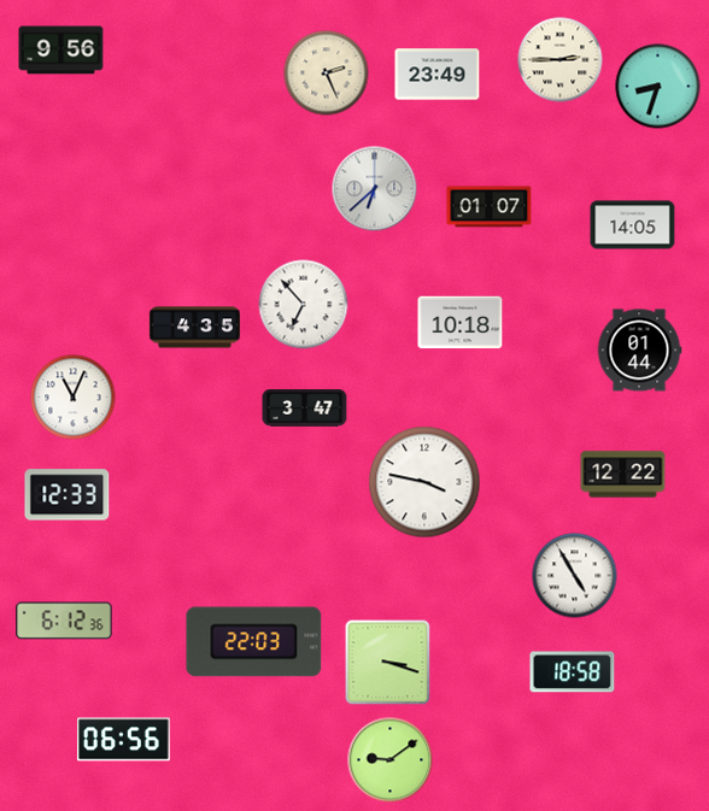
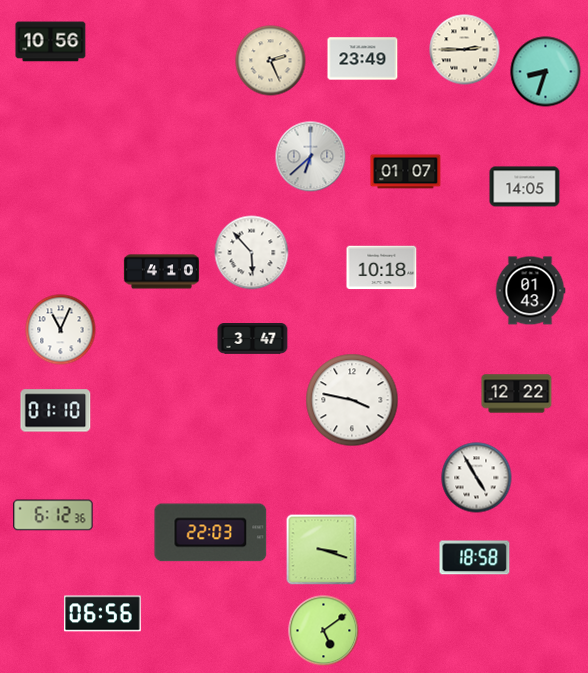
clock at (61, 51): 9:56 -> 10:56
clock at (438, 75) position: (438, 75) -> (363, 59)
clock at (304, 305): 6:53 -> 5:53
clock at (194, 328): 4:35 -> 4:10
clock at (639, 351): 01:44 -> 01:43
clock at (68, 495): 12:33 -> 01:10
clock at (391, 760): 9:09 -> 5:09
